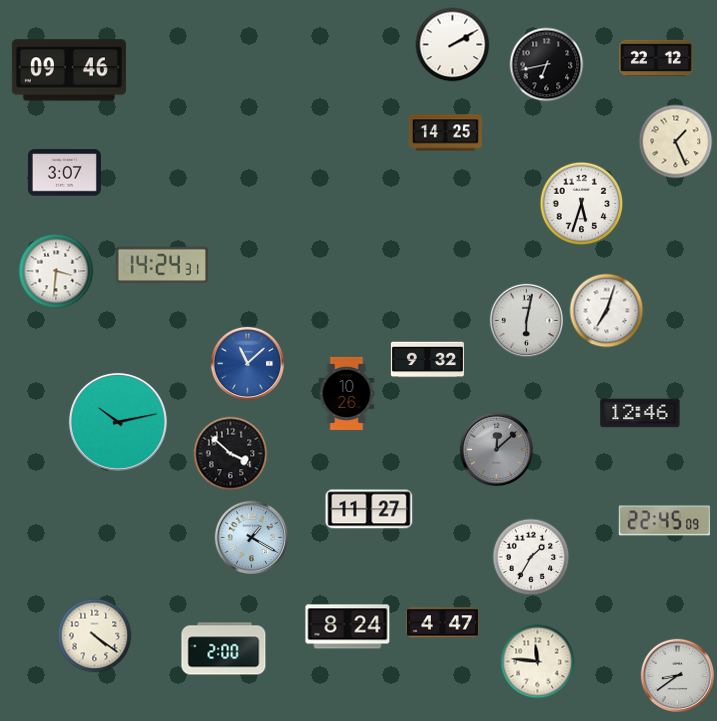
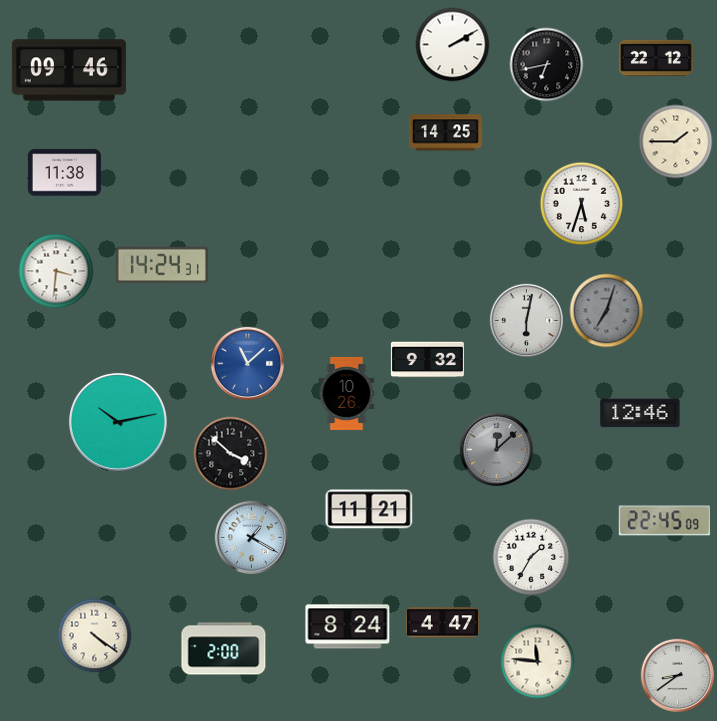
clock at (676, 142): 1:26 -> 1:45
clock at (64, 173): 3:07 -> 11:38
clock at (607, 311) dial: white -> grey
clock at (369, 509): 11:27 -> 11:21
